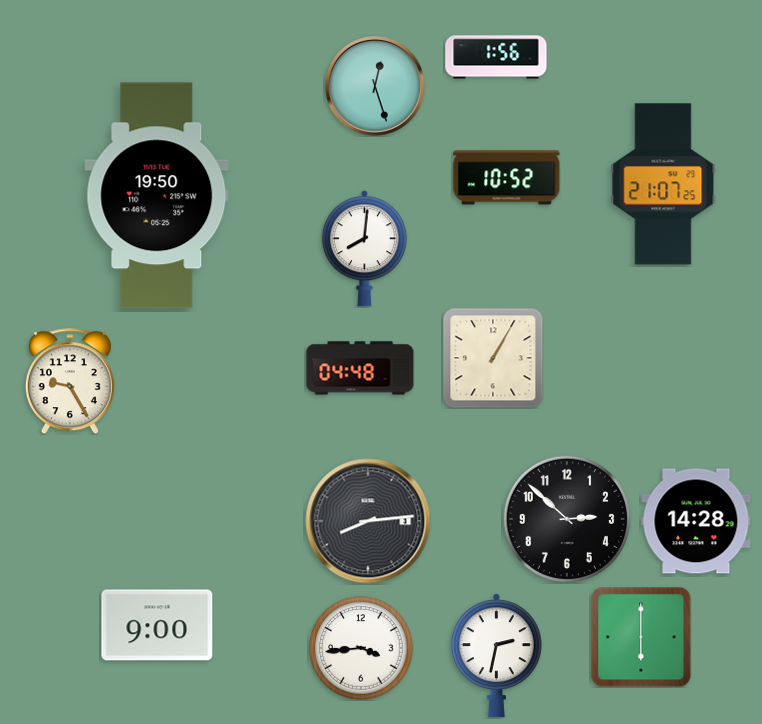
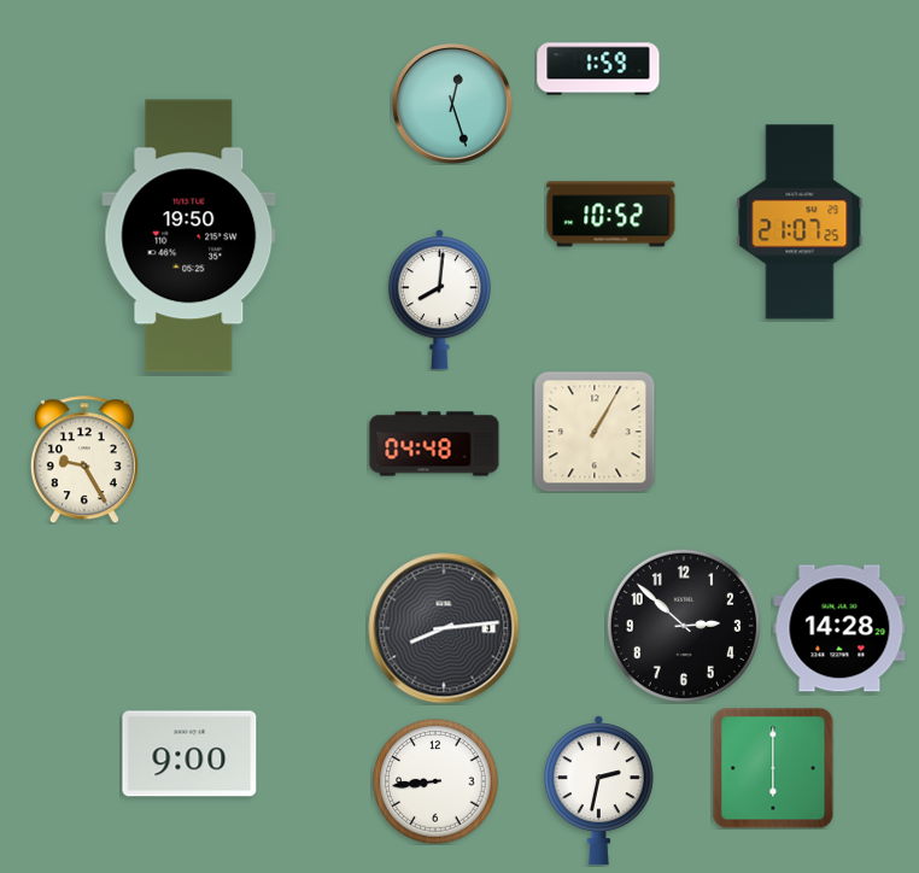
clock at (496, 57): 1:56 -> 1:59
clock at (361, 648): 3:44 -> 8:44
